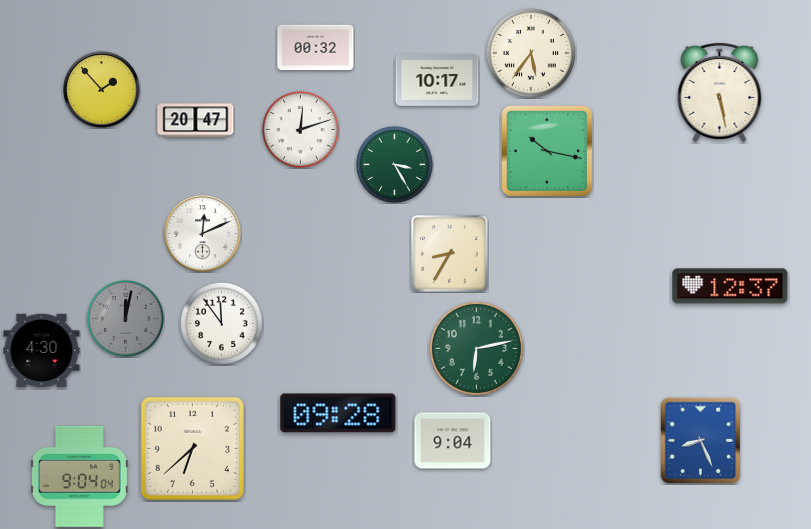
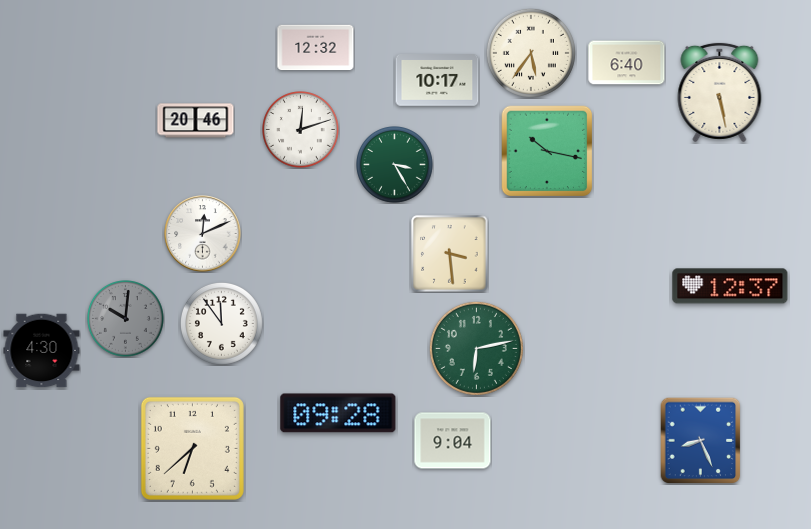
clock at (316, 48): 00:32 -> 12:32
clock at (627, 63): none -> 6:40
clock at (102, 90): 1:53 -> none
clock at (196, 121): 20:47 -> 20:46
clock at (450, 254): 8:35 -> 3:29
clock at (126, 319): 12:02 -> 10:01
clock at (79, 476): 9:04 -> none
